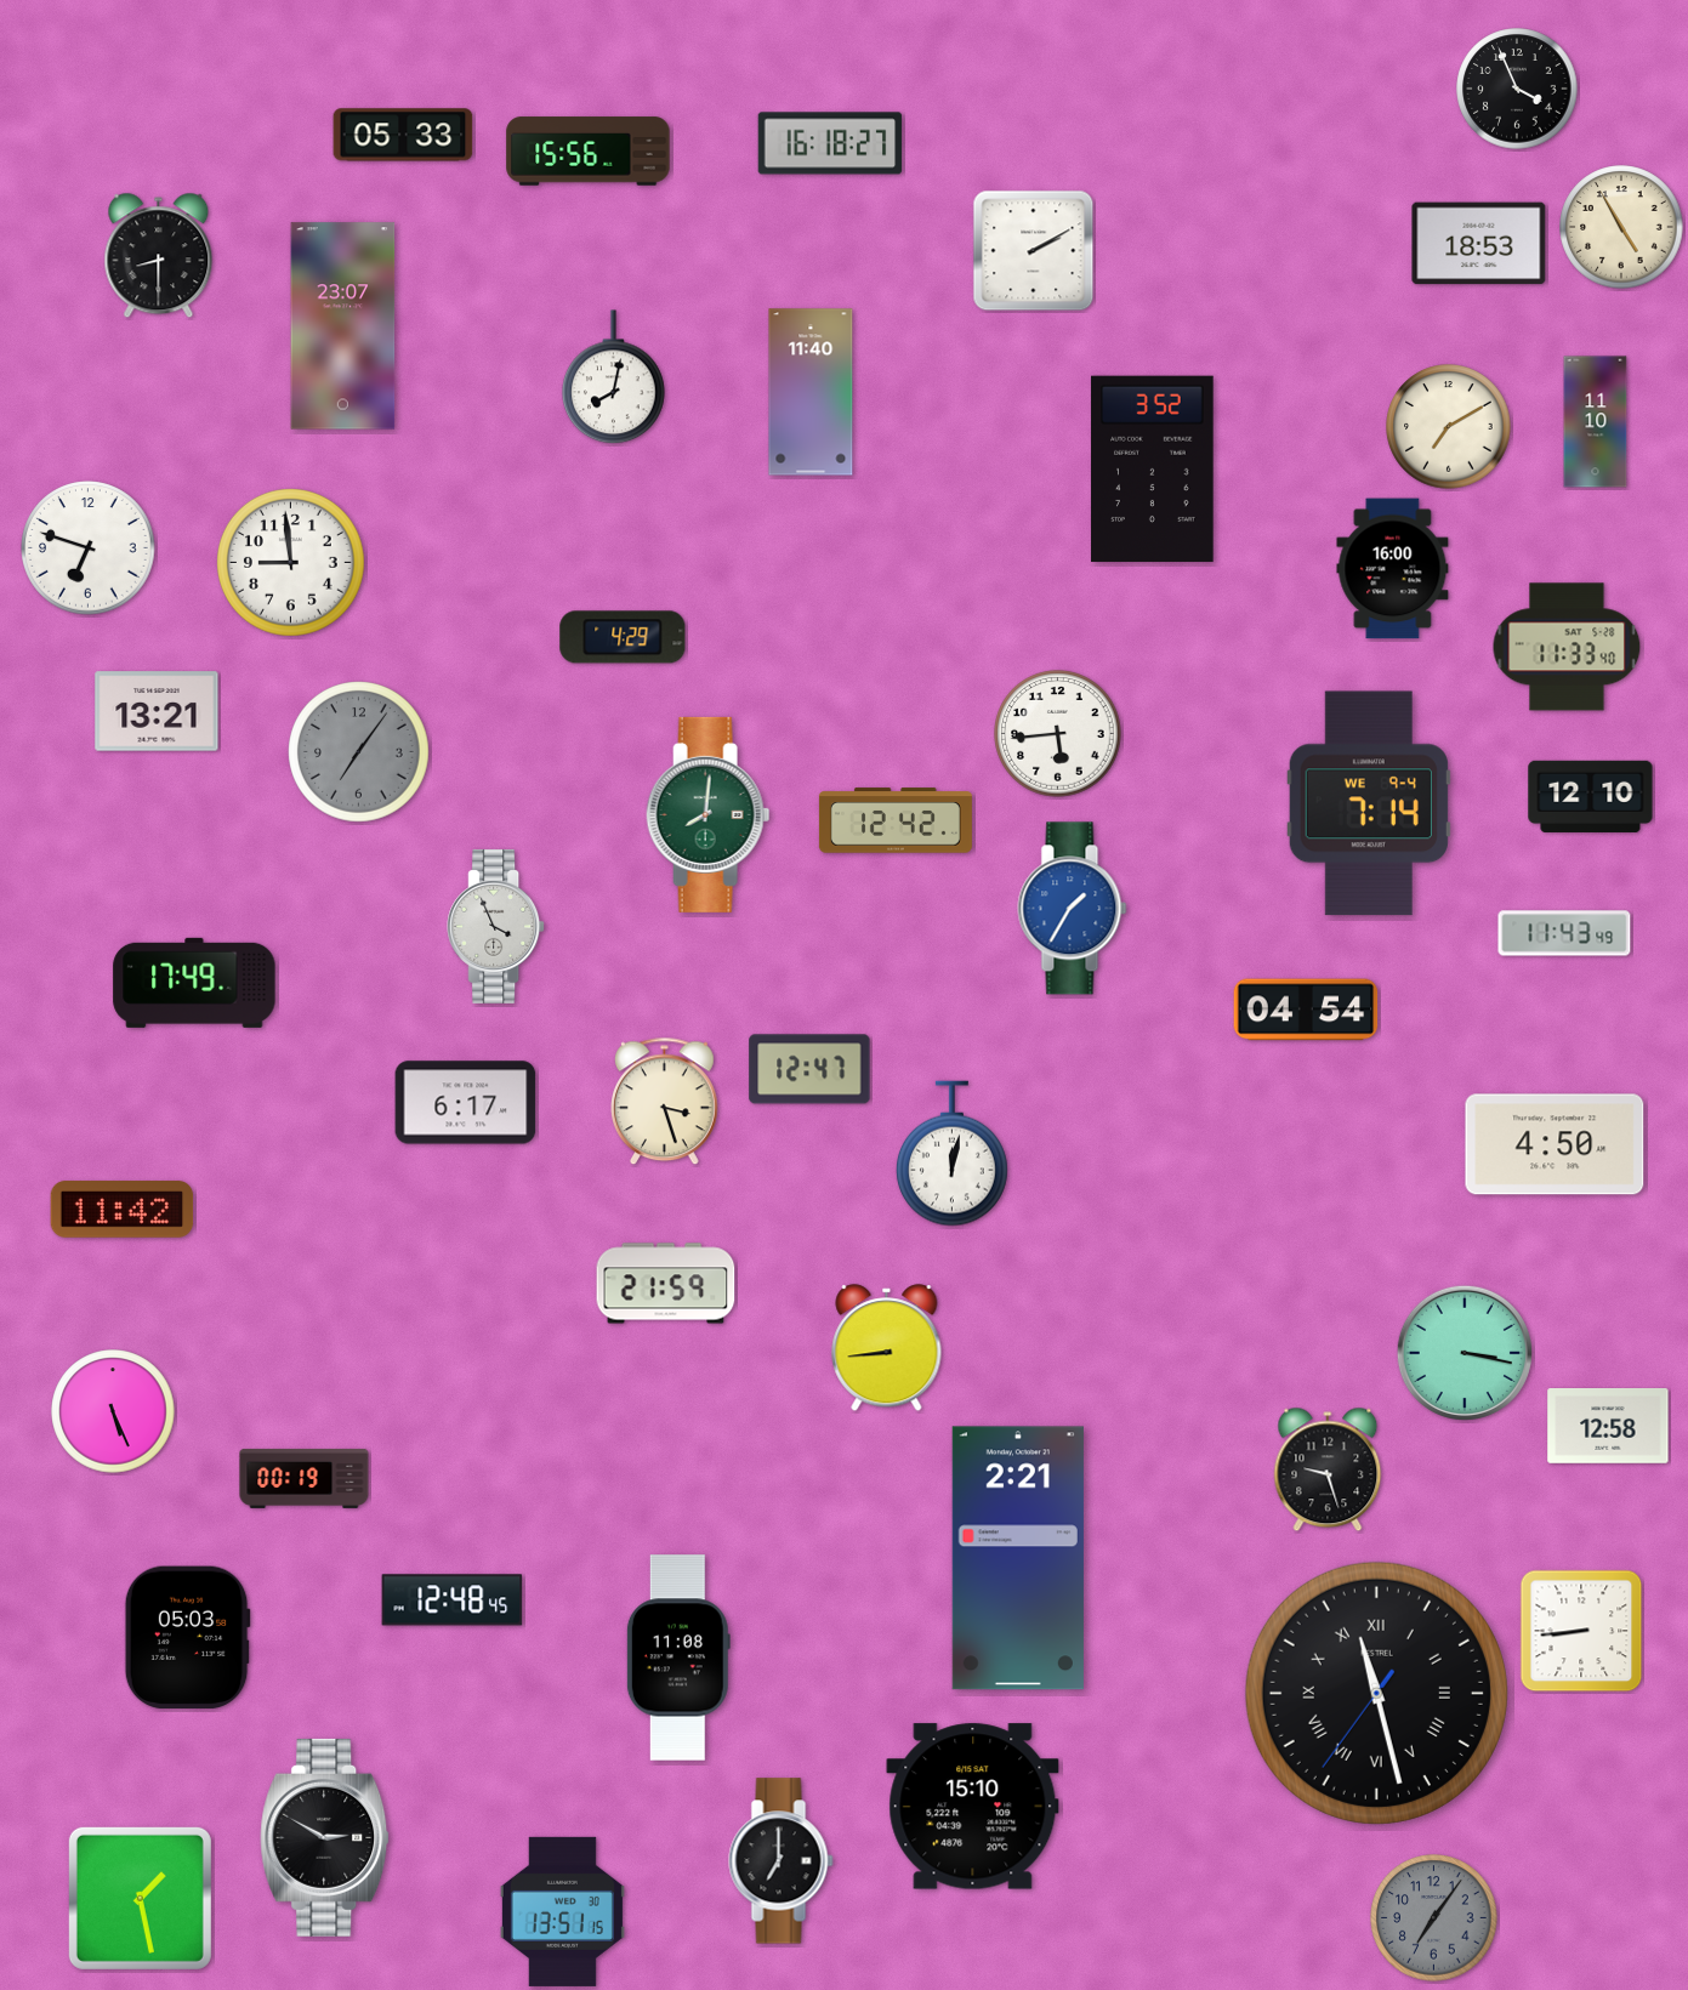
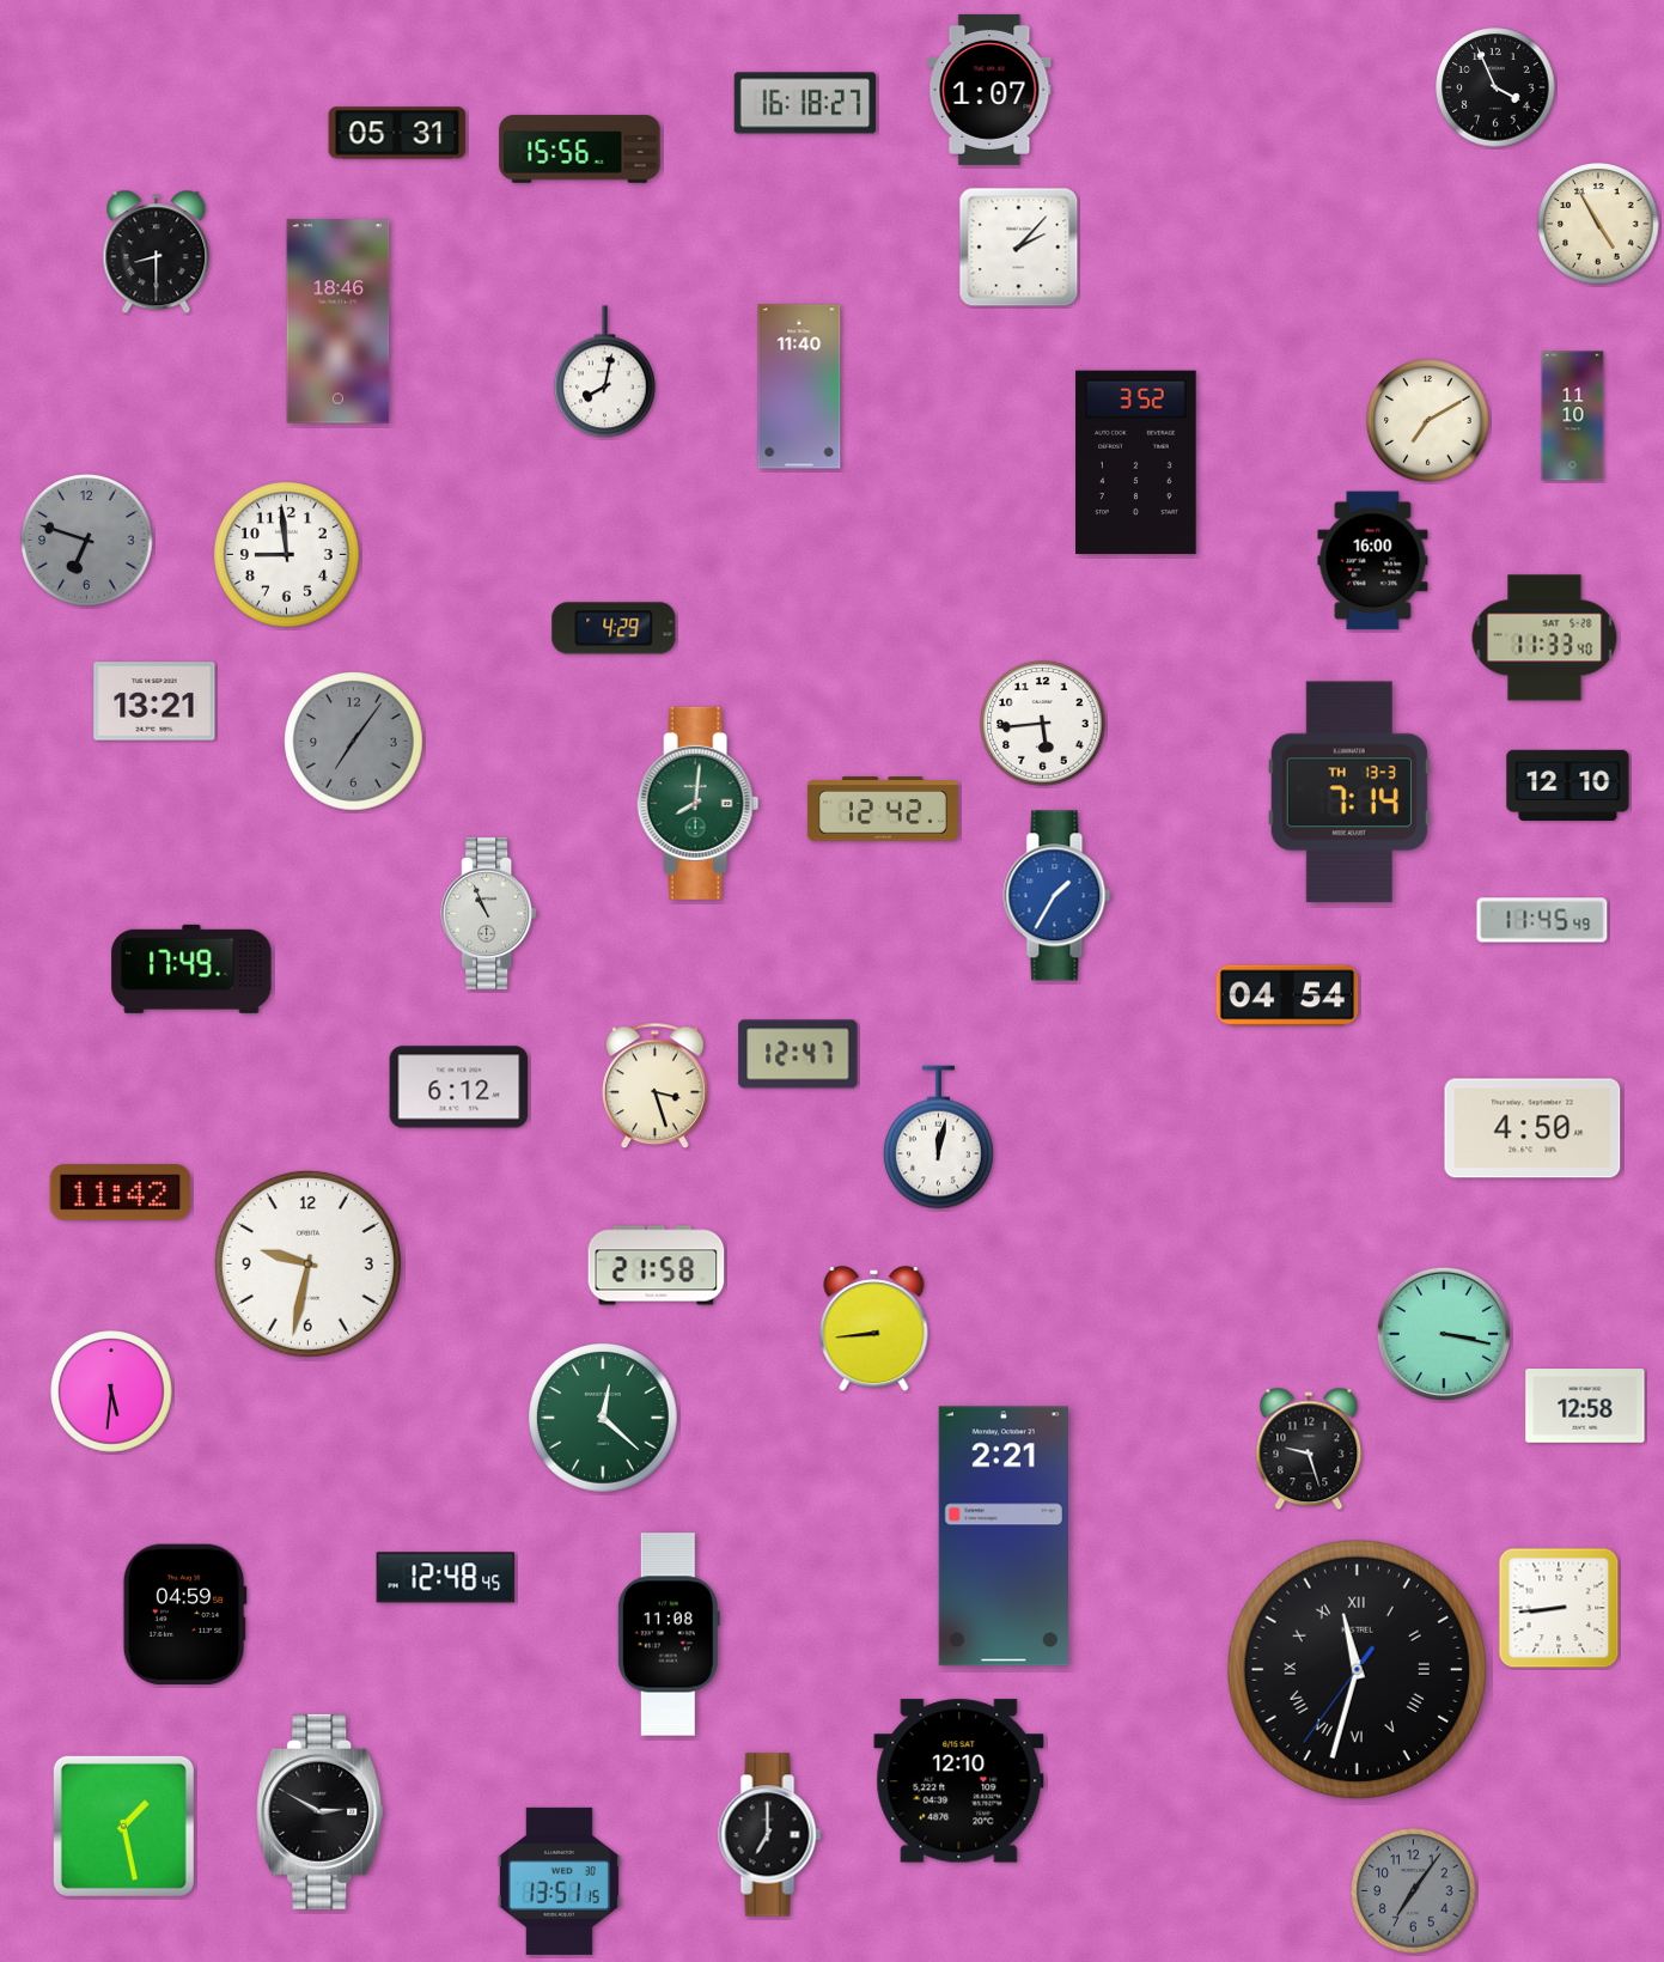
clock at (989, 90): none -> 1:07
clock at (403, 135): 05:33 -> 05:31
clock at (830, 143) position: (830, 143) -> (805, 103)
clock at (1479, 244): 18:53 -> none
clock at (1034, 251): 2:10 -> 2:07
clock at (343, 326): 23:07 -> 18:46
clock at (89, 548) dial: white -> grey
clock at (1369, 803) date: WE 9-4 -> TH 13-3
clock at (496, 926): 3:56 -> 10:56
clock at (1564, 933): 11:43 -> 11:45
clock at (466, 1103): 6:17 -> 6:12
clock at (307, 1263): none -> 9:32
clock at (666, 1284): 21:59 -> 21:58
clock at (113, 1411): 5:26 -> 5:31
clock at (604, 1419): none -> 12:22
clock at (305, 1478): 00:19 -> none
clock at (187, 1638): 05:03 -> 04:59
clock at (1376, 1693): 11:27 -> 11:32
clock at (973, 1807): 15:10 -> 12:10
clock at (140, 1898) position: (140, 1898) -> (123, 1826)
clock at (562, 1911) position: (562, 1911) -> (559, 1881)
